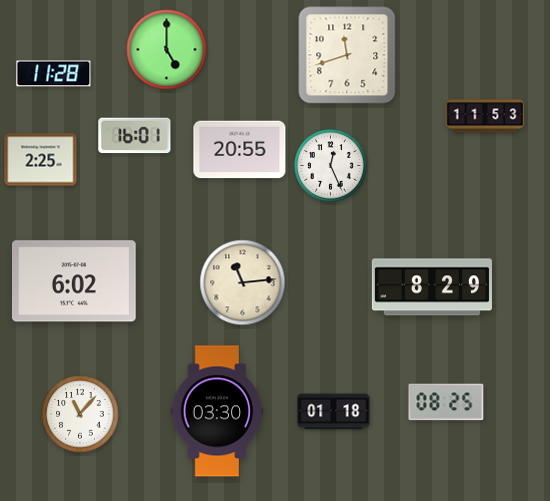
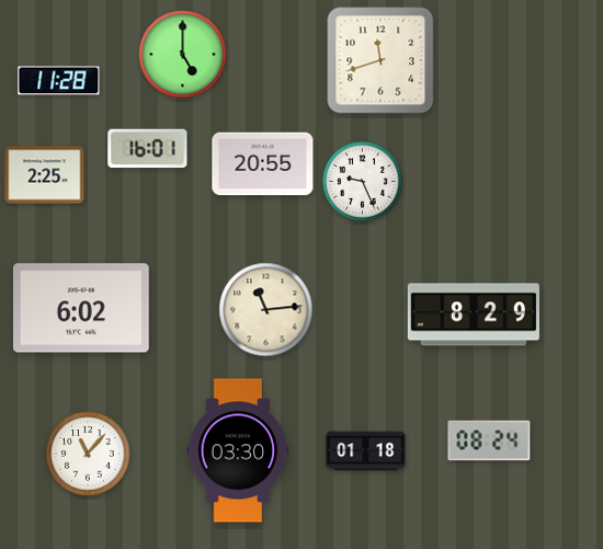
clock at (485, 116): 11:53 -> none
clock at (331, 166): 12:26 -> 9:26
clock at (446, 402): 08:25 -> 08:24
